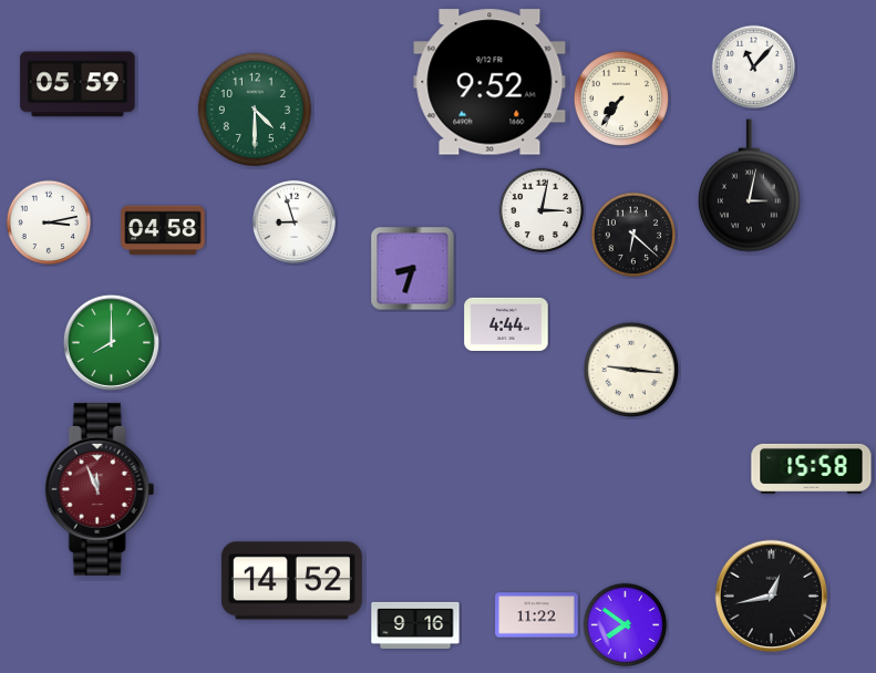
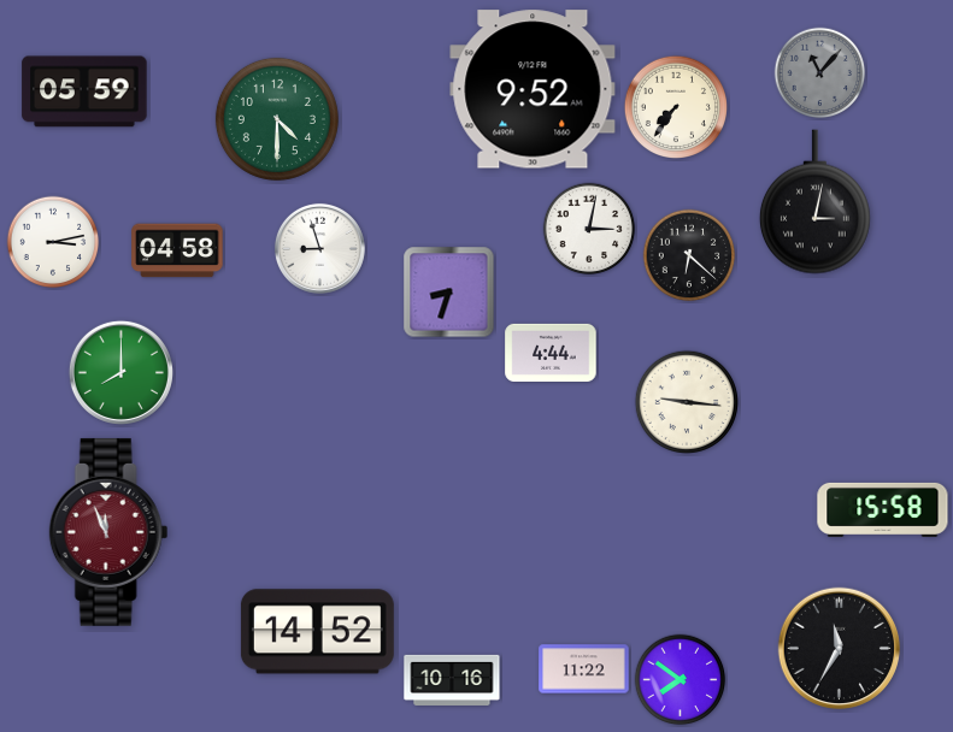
clock at (754, 68) dial: white -> grey
clock at (293, 221) position: (293, 221) -> (319, 248)
clock at (772, 597): 12:43 -> 11:35
clock at (415, 625): 9:16 -> 10:16
